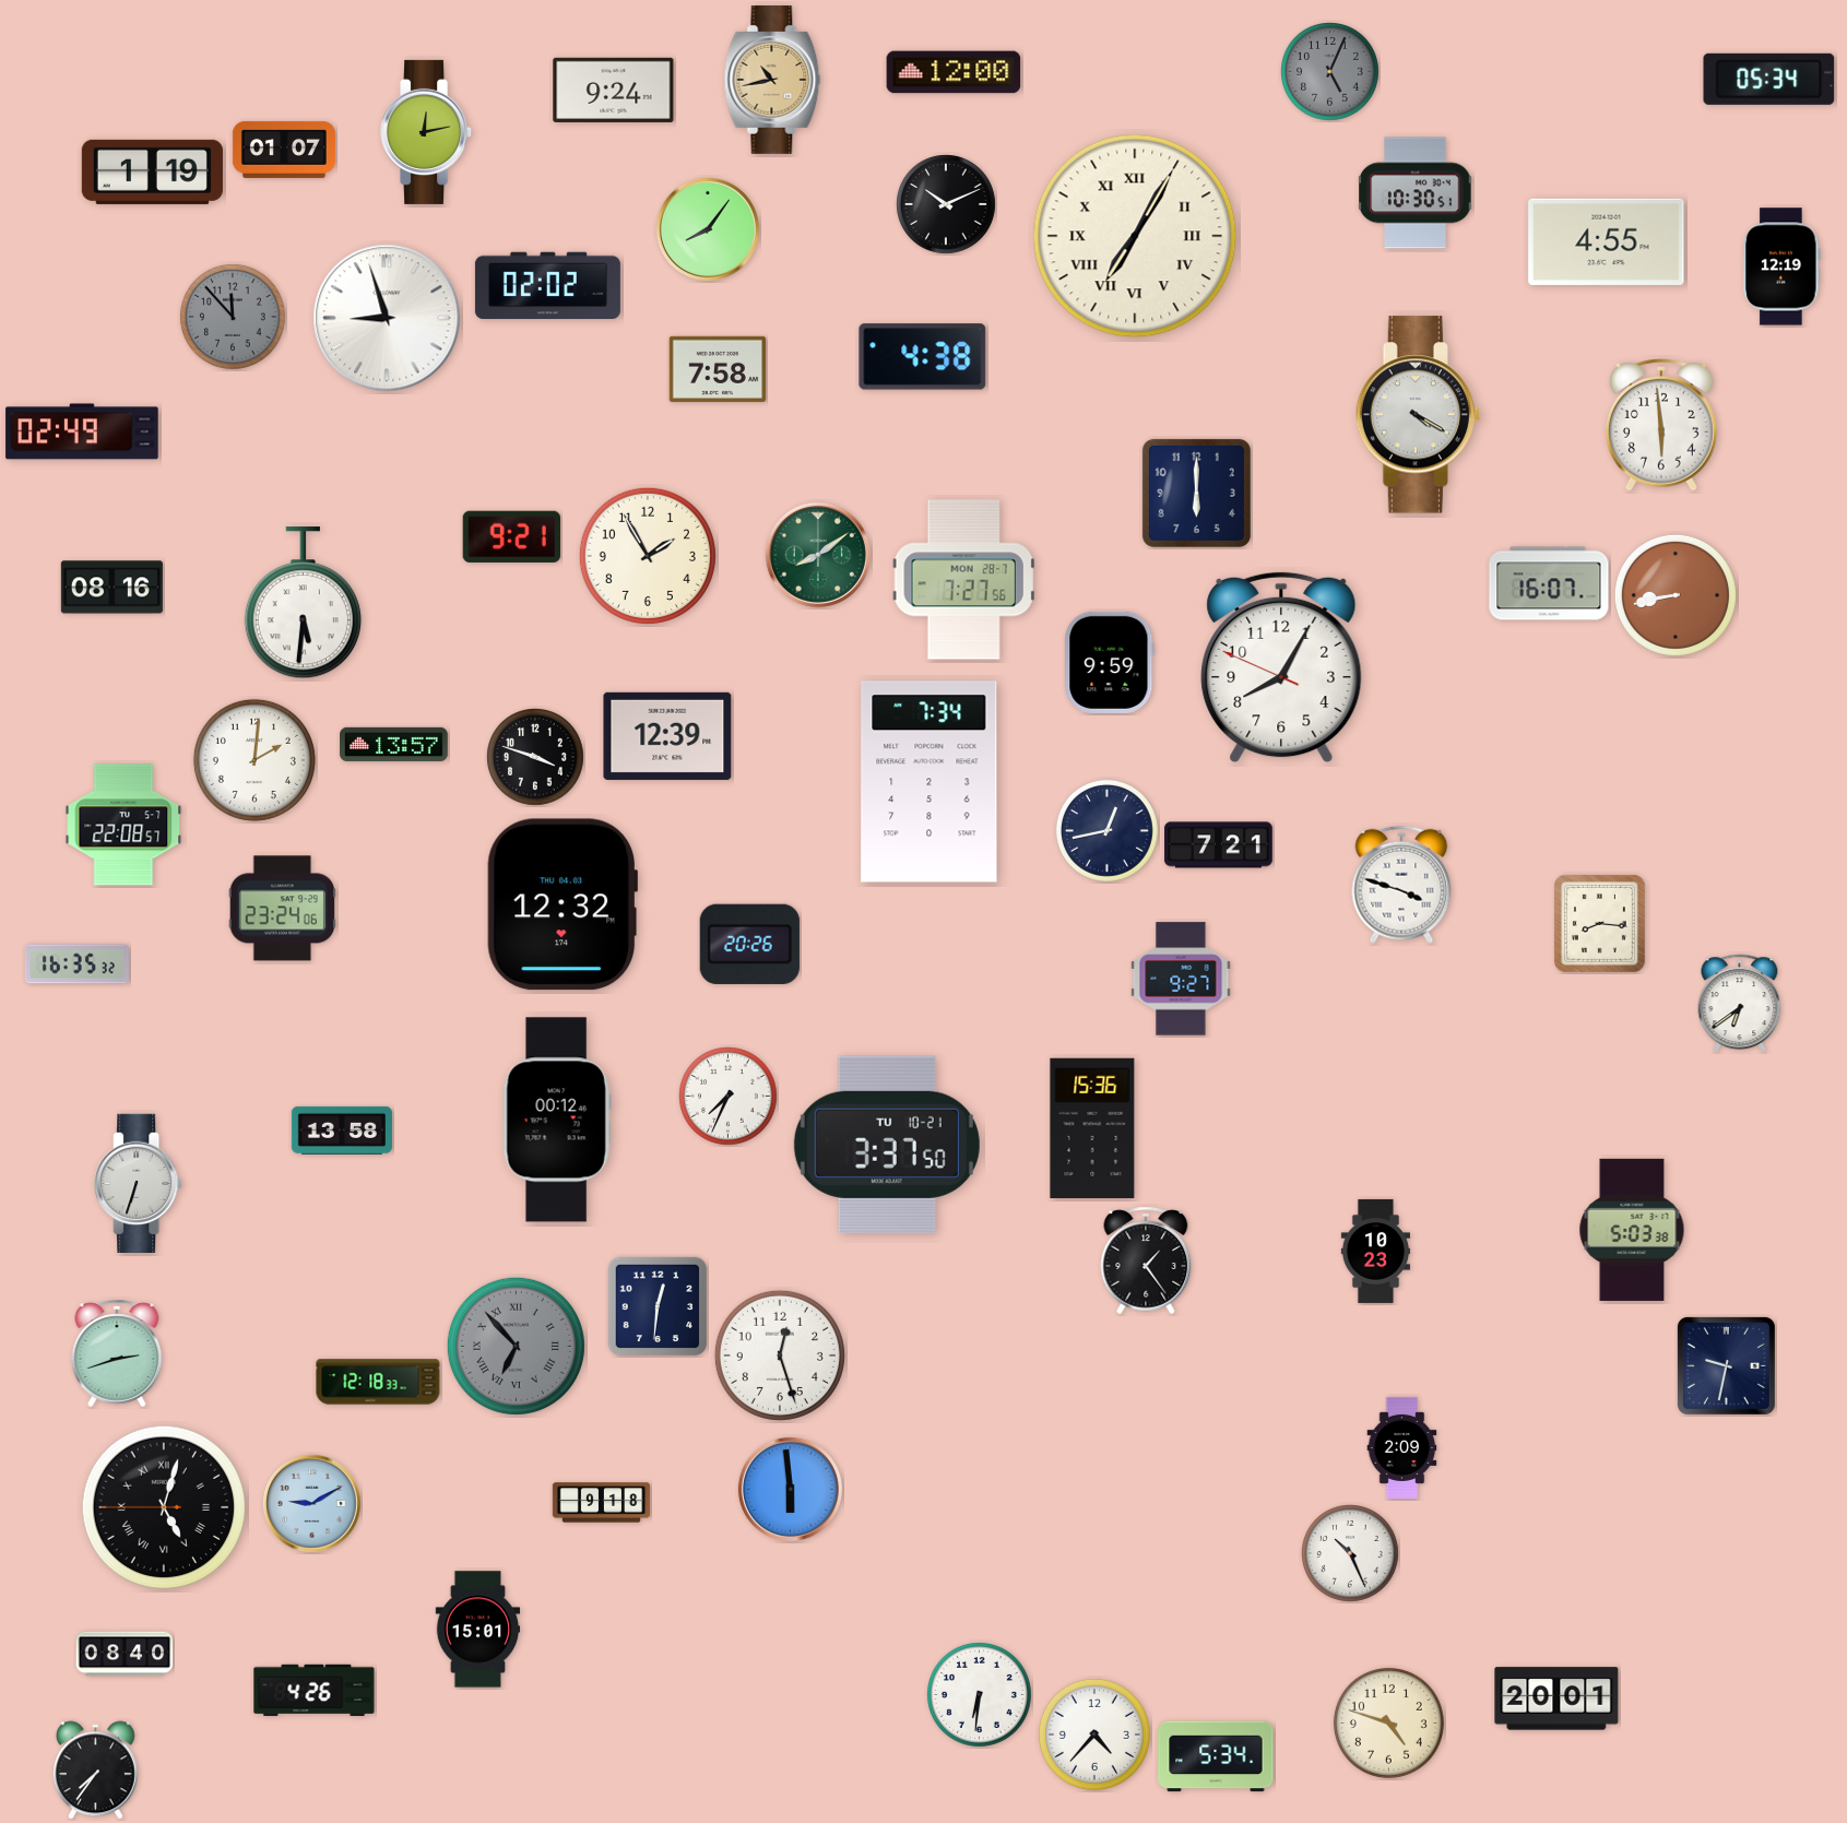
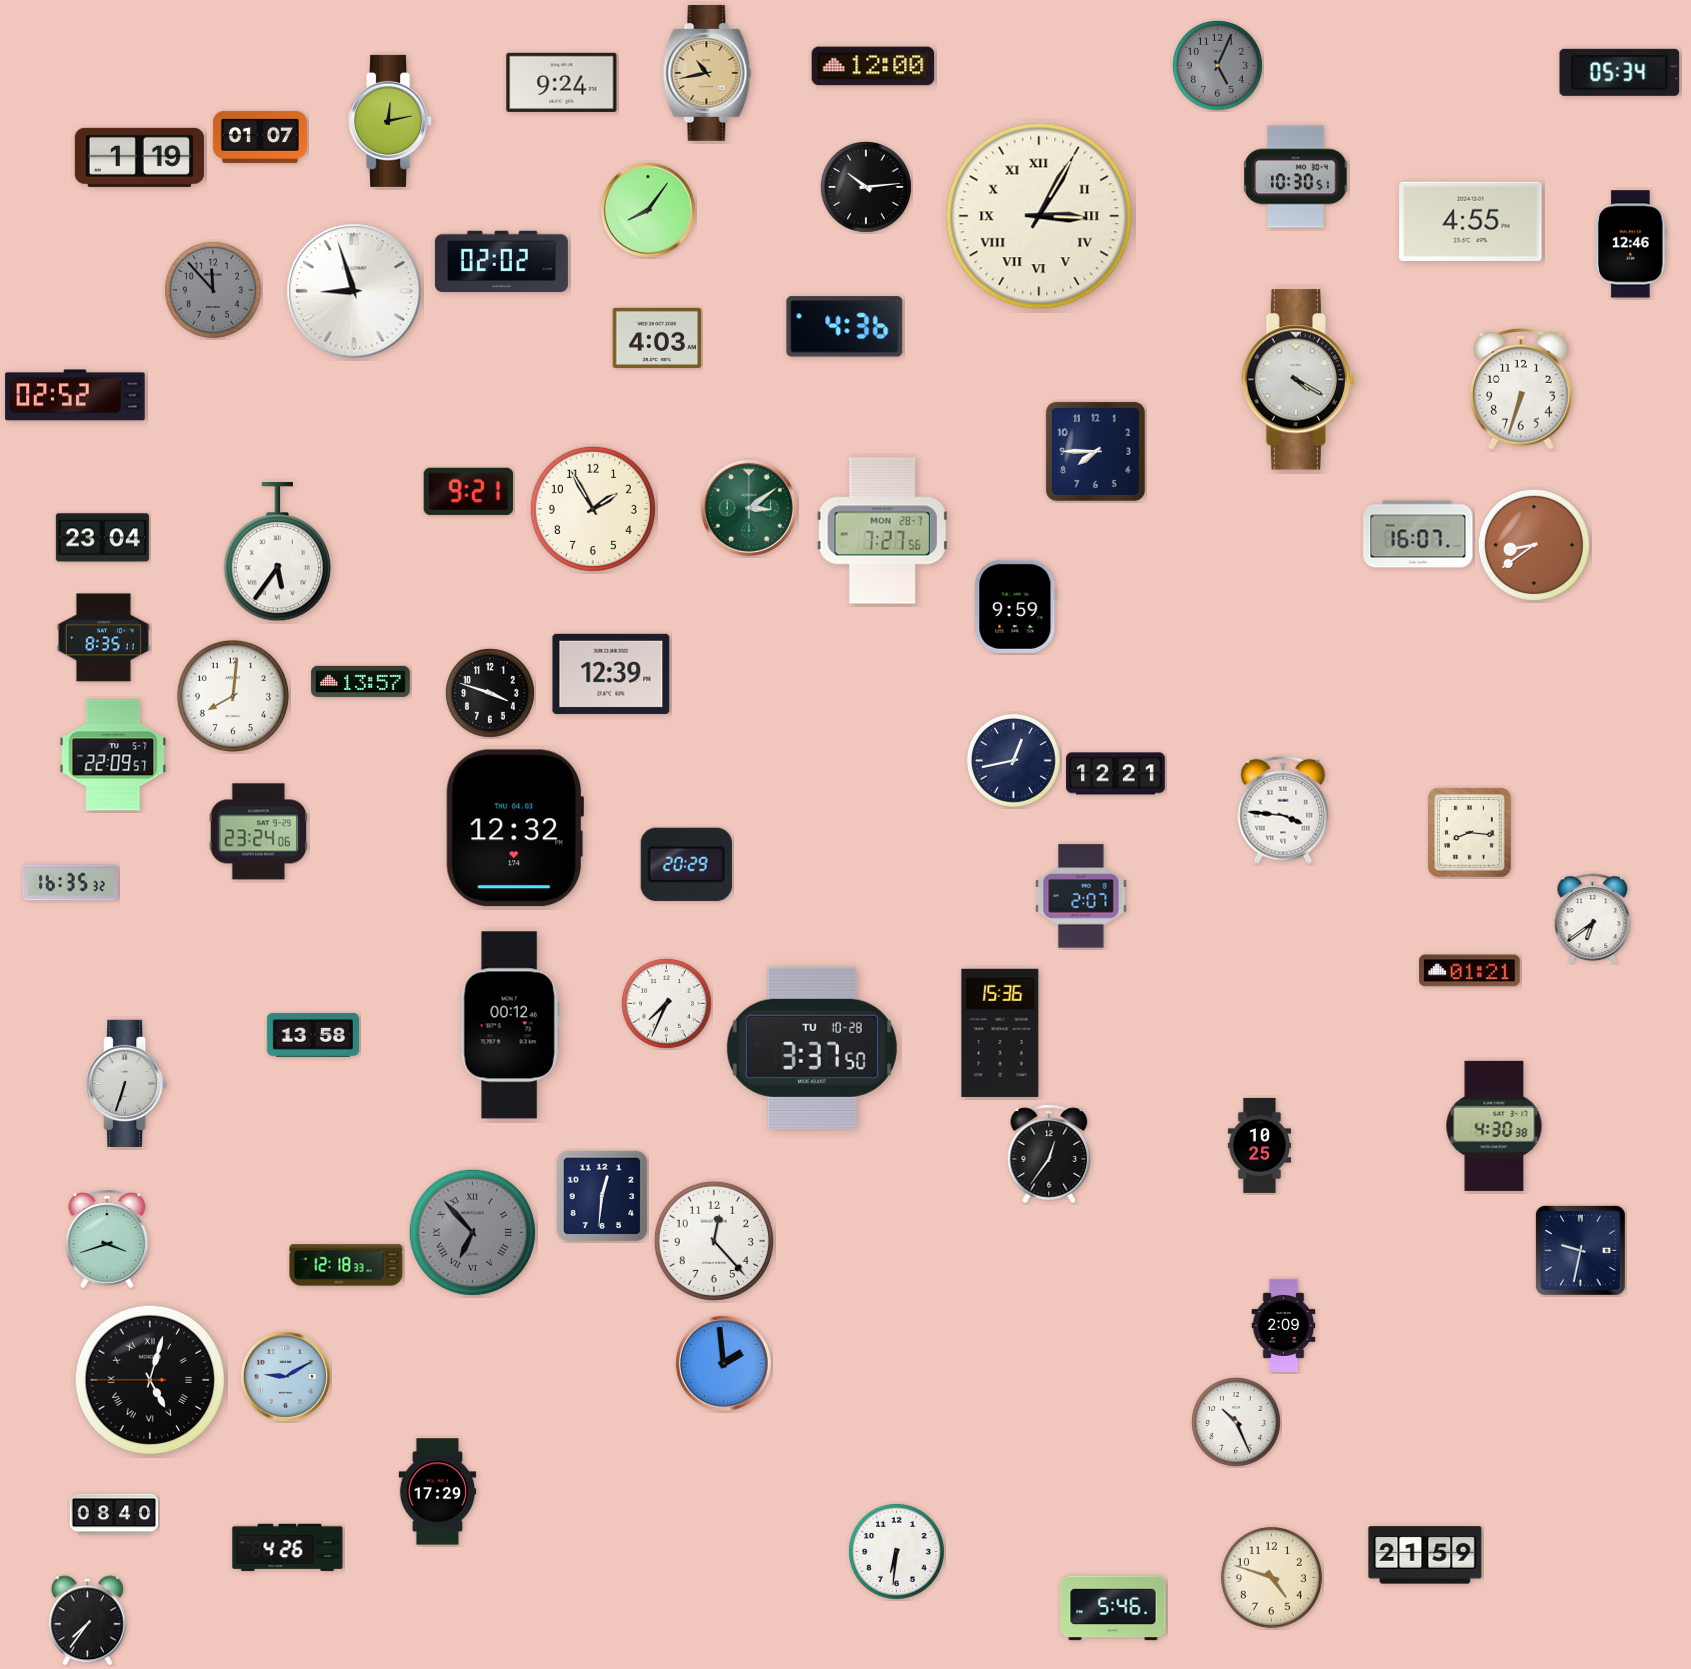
clock at (947, 205): 10:11 -> 10:14
clock at (1135, 236): 7:05 -> 3:05
clock at (1781, 267): 12:19 -> 12:46
clock at (923, 357): 4:38 -> 4:36
clock at (718, 369): 7:58 -> 4:03
clock at (1661, 426): 5:59 -> 6:33
clock at (82, 431): 02:49 -> 02:52
clock at (1196, 493): 6:00 -> 7:45
clock at (818, 555): 8:09 -> 3:09
clock at (111, 588): 08:16 -> 23:04
clock at (1676, 595): 8:43 -> 8:39
clock at (303, 603): 5:31 -> 5:36
clock at (1281, 667): 8:04 -> none
clock at (103, 638): none -> 8:35
clock at (254, 760): 2:01 -> 8:01
clock at (930, 782): 7:34 -> none
clock at (123, 825): 22:08 -> 22:09
clock at (1219, 845): 7:21 -> 12:21
clock at (1401, 885): 3:48 -> 3:46
clock at (1599, 923) position: (1599, 923) -> (1469, 832)
clock at (749, 944): 20:26 -> 20:29
clock at (1181, 979): 9:27 -> 2:07
clock at (1470, 971): none -> 01:21
clock at (887, 1145) date: TU 10-21 -> TU 10-28
clock at (1632, 1230): 5:03 -> 4:30
clock at (1375, 1251): 10:23 -> 10:25
clock at (1146, 1260): 1:24 -> 12:36
clock at (117, 1353): 2:42 -> 3:42
clock at (780, 1356): 12:27 -> 12:23
clock at (790, 1489): 5:59 -> 1:59
clock at (602, 1503): 9:18 -> none
clock at (478, 1630): 15:01 -> 17:29
clock at (1556, 1698): 20:01 -> 21:59
clock at (1094, 1735): 4:37 -> none
clock at (1216, 1756): 5:34 -> 5:46
